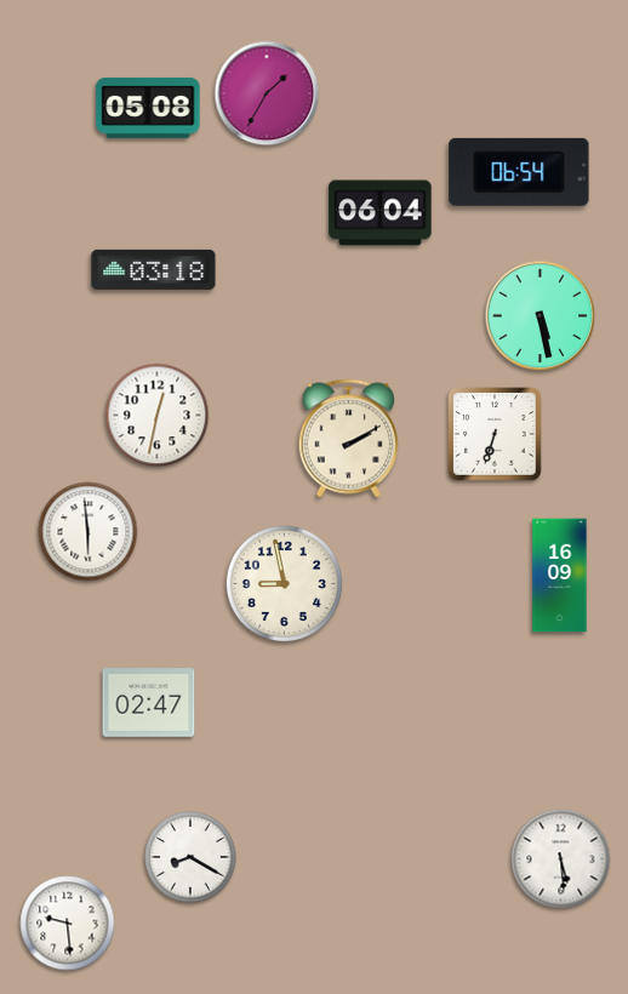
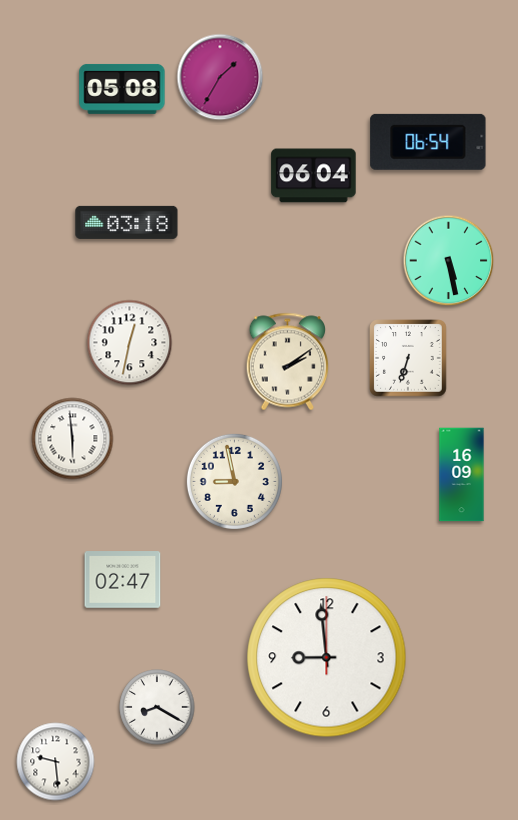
clock at (541, 316) position: (541, 316) -> (449, 261)
clock at (349, 439): 2:10 -> 2:09
clock at (327, 658): none -> 8:59
clock at (561, 859): 5:29 -> none
